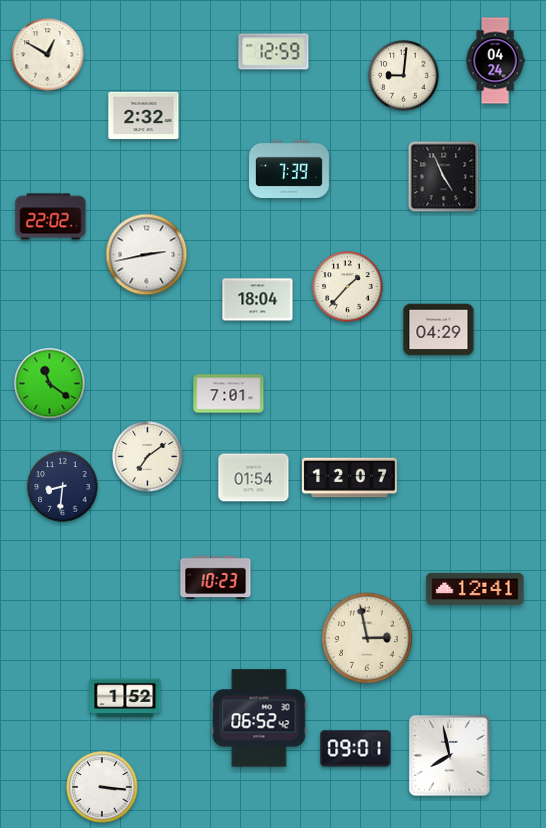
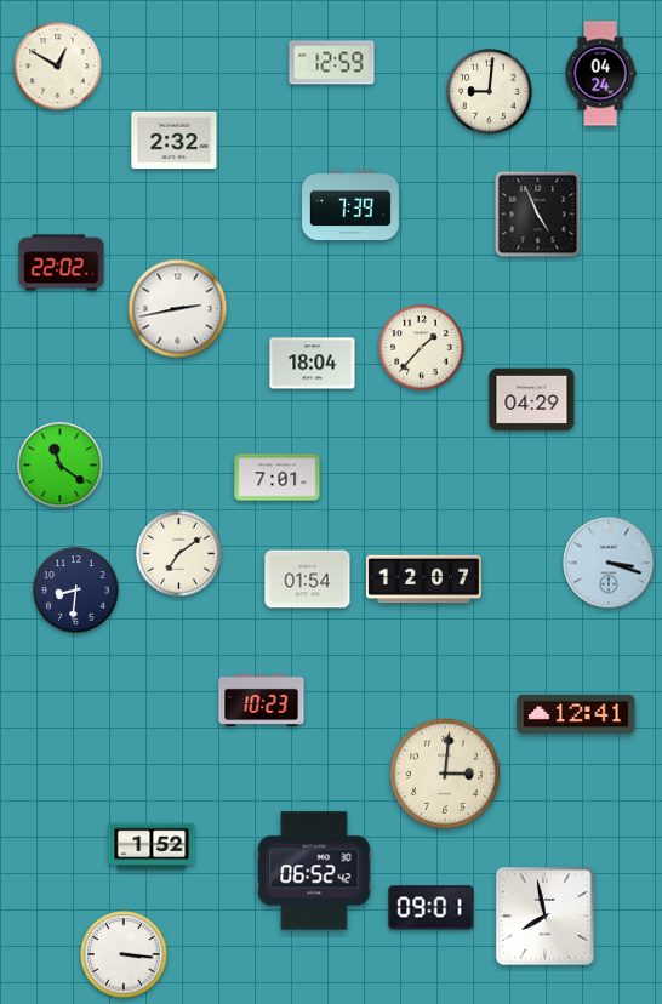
clock at (609, 563): none -> 3:18
clock at (367, 638): 2:58 -> 3:01
